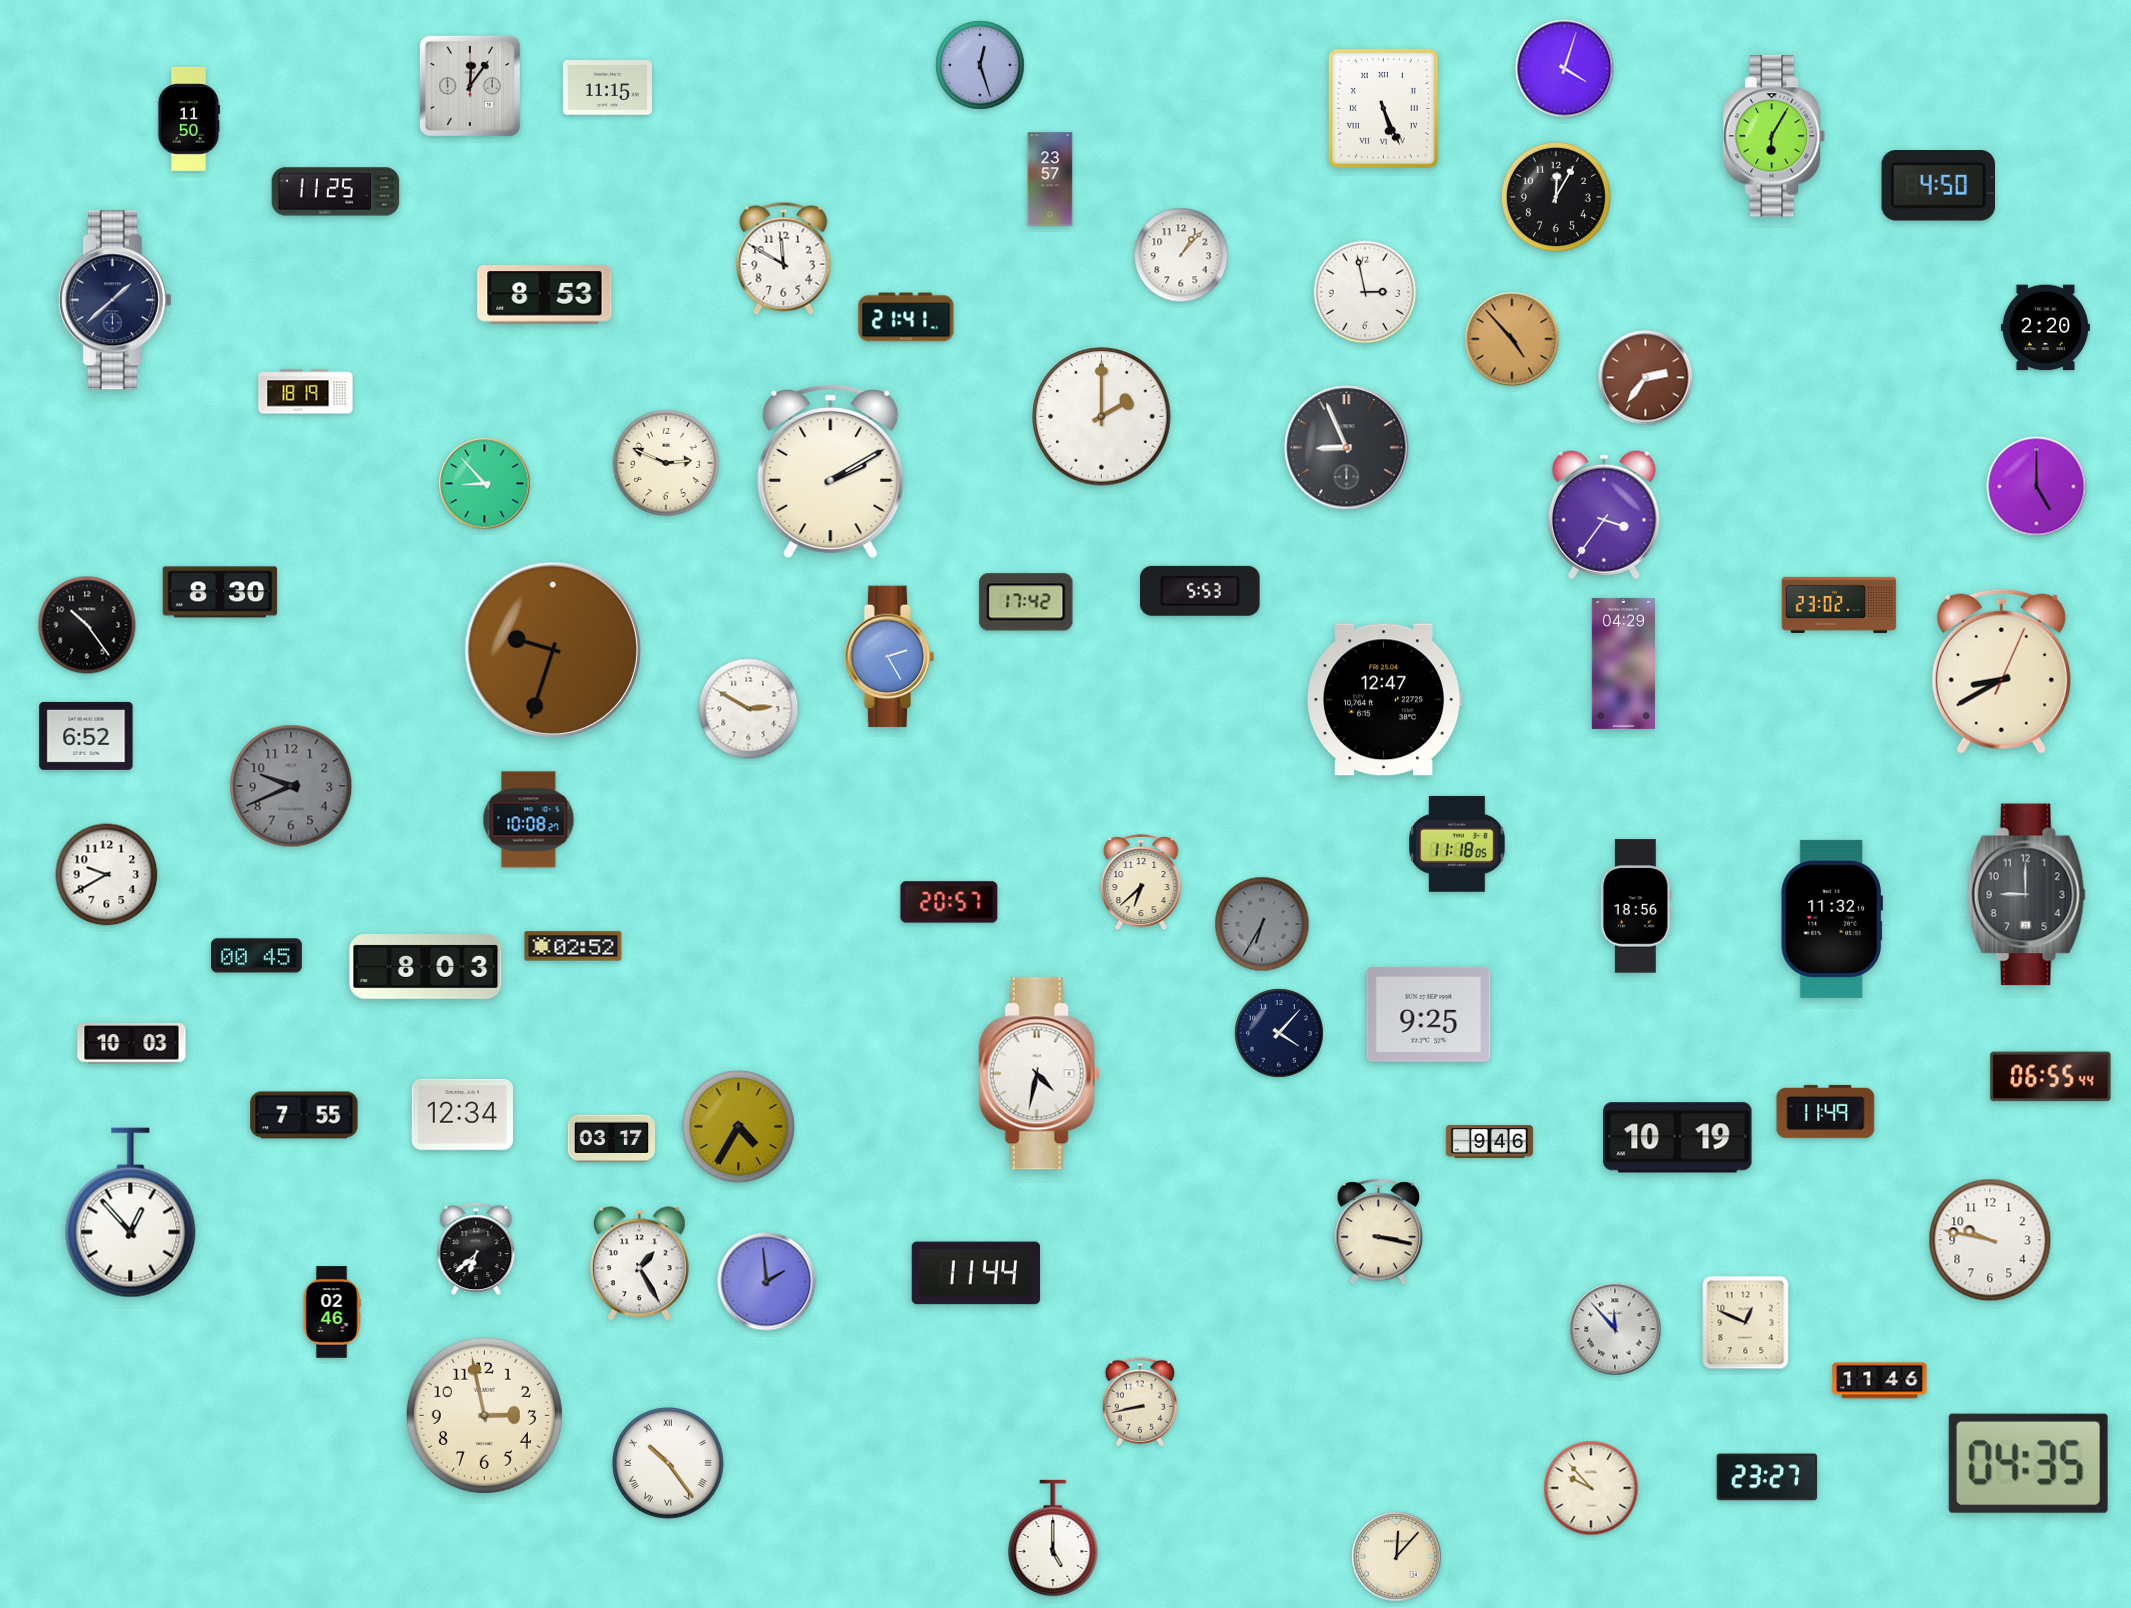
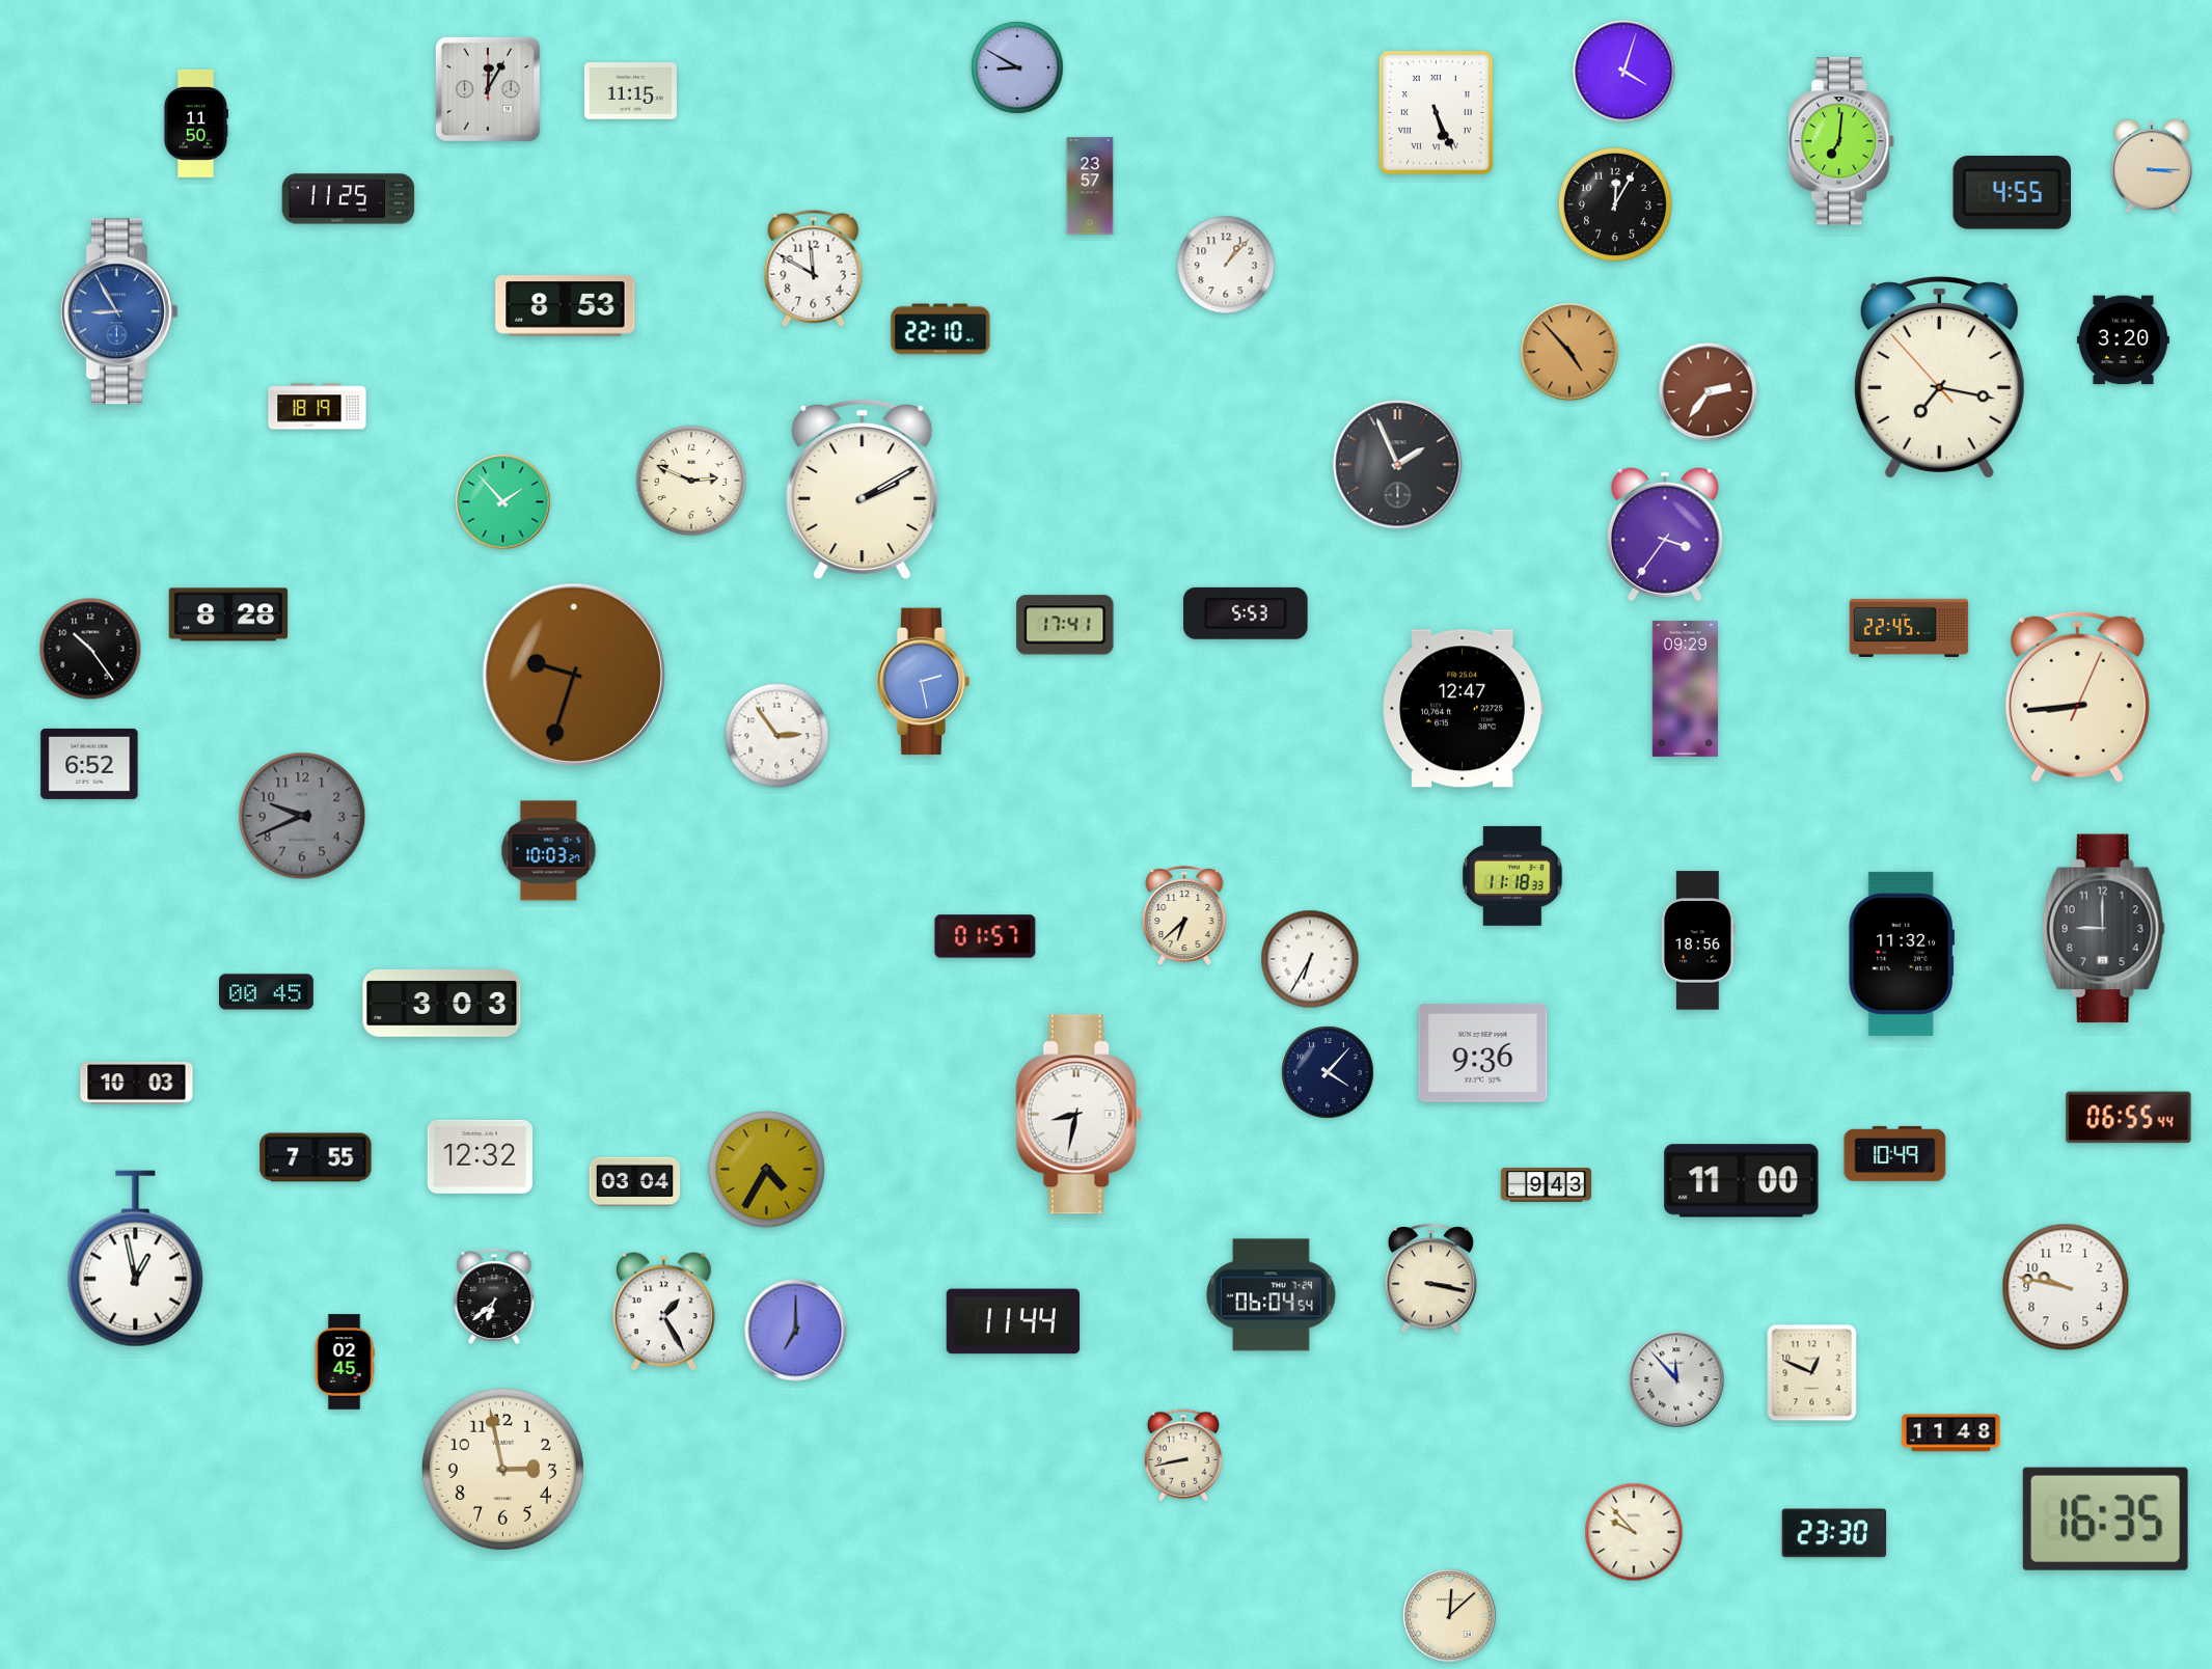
clock at (980, 65): 12:27 -> 8:50
clock at (470, 86): 12:06 -> 12:05
clock at (1774, 136): 6:05 -> 7:01
clock at (2152, 166): none -> 3:15
clock at (1939, 186): 4:50 -> 4:55
clock at (1365, 292): 2:58 -> none
clock at (115, 300): 1:38 -> 8:55
clock at (115, 300) dial: navy -> blue
clock at (906, 317): 21:41 -> 22:10
clock at (2045, 328): 2:20 -> 3:20
clock at (1939, 378): none -> 7:16
clock at (1102, 417): 2:00 -> none
clock at (1347, 448): 8:56 -> 1:56
clock at (485, 484): 8:53 -> 1:53
clock at (2037, 487): 5:00 -> none
clock at (220, 592): 8:30 -> 8:28
clock at (1026, 602): 17:42 -> 17:41
clock at (1839, 605): 23:02 -> 22:45
clock at (890, 657): 2:25 -> 2:28
clock at (1623, 663): 04:29 -> 09:29
clock at (2001, 671): 8:40 -> 8:44
clock at (1385, 700) position: (1385, 700) -> (1464, 709)
clock at (749, 709): 2:50 -> 2:54
clock at (529, 820): 10:08 -> 10:03
clock at (1457, 844): 11:18:05 -> 11:18:33
clock at (107, 875): 9:40 -> none
clock at (949, 902): 20:57 -> 01:57
clock at (1262, 924) dial: grey -> white
clock at (573, 946): 02:52 -> none
clock at (426, 967): 8:03 -> 3:03
clock at (1429, 1014): 9:25 -> 9:36
clock at (1039, 1074): 4:32 -> 8:32
clock at (1826, 1111): 11:49 -> 10:49
clock at (462, 1114): 12:34 -> 12:32
clock at (1678, 1138): 10:19 -> 11:00
clock at (612, 1139): 03:17 -> 03:04
clock at (1490, 1142): 9:46 -> 9:43
clock at (131, 1213): 12:53 -> 12:58
clock at (1271, 1295): none -> 06:04
clock at (767, 1282): 1:59 -> 7:00
clock at (332, 1312): 02:46 -> 02:45
clock at (1880, 1381): 11:46 -> 11:48
clock at (2028, 1463): 04:35 -> 16:35
clock at (669, 1464): 10:24 -> none
clock at (1767, 1477): 23:27 -> 23:30
clock at (1591, 1488) position: (1591, 1488) -> (1634, 1532)
clock at (1053, 1538): 5:00 -> none
clock at (1397, 1557): 12:07 -> 12:08
